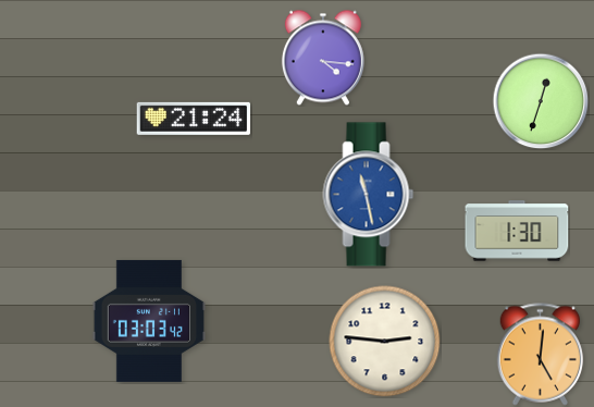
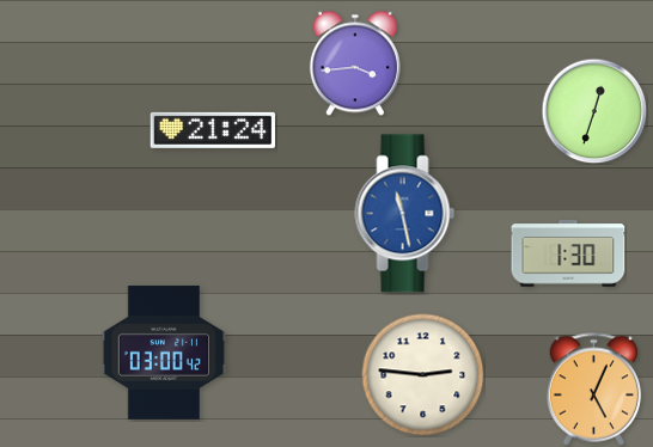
clock at (323, 58): 4:16 -> 3:44
clock at (148, 321): 03:03 -> 03:00
clock at (541, 355): 5:01 -> 5:04
